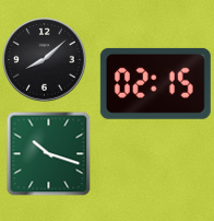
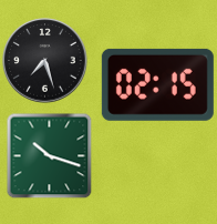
clock at (45, 60): 8:08 -> 7:27
